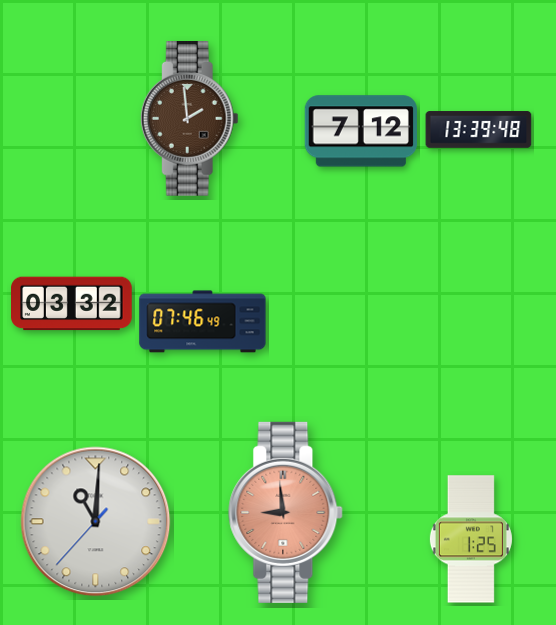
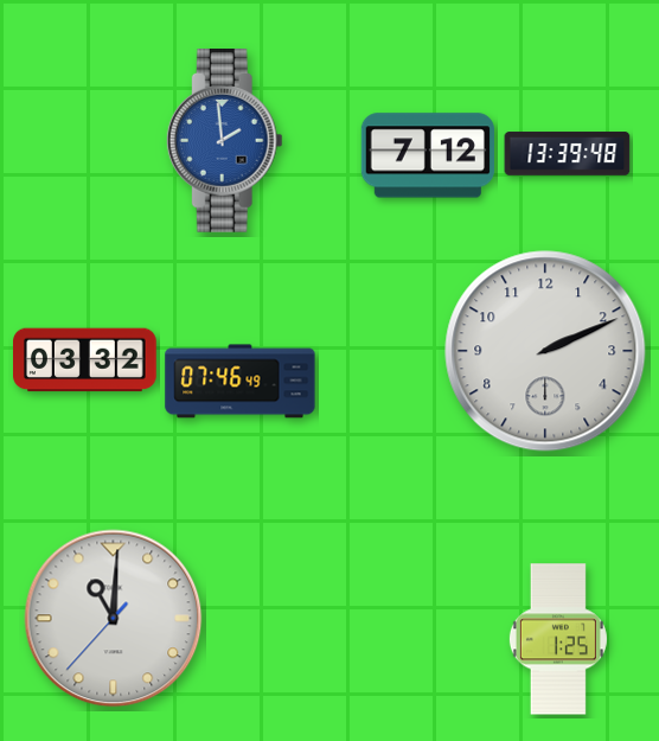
clock at (189, 119) dial: brown -> blue
clock at (545, 351): none -> 2:11
clock at (286, 512): 8:59 -> none
